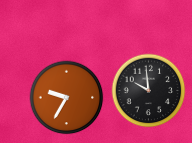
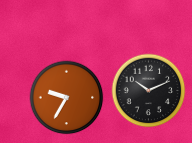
clock at (149, 91): 9:59 -> 10:11
